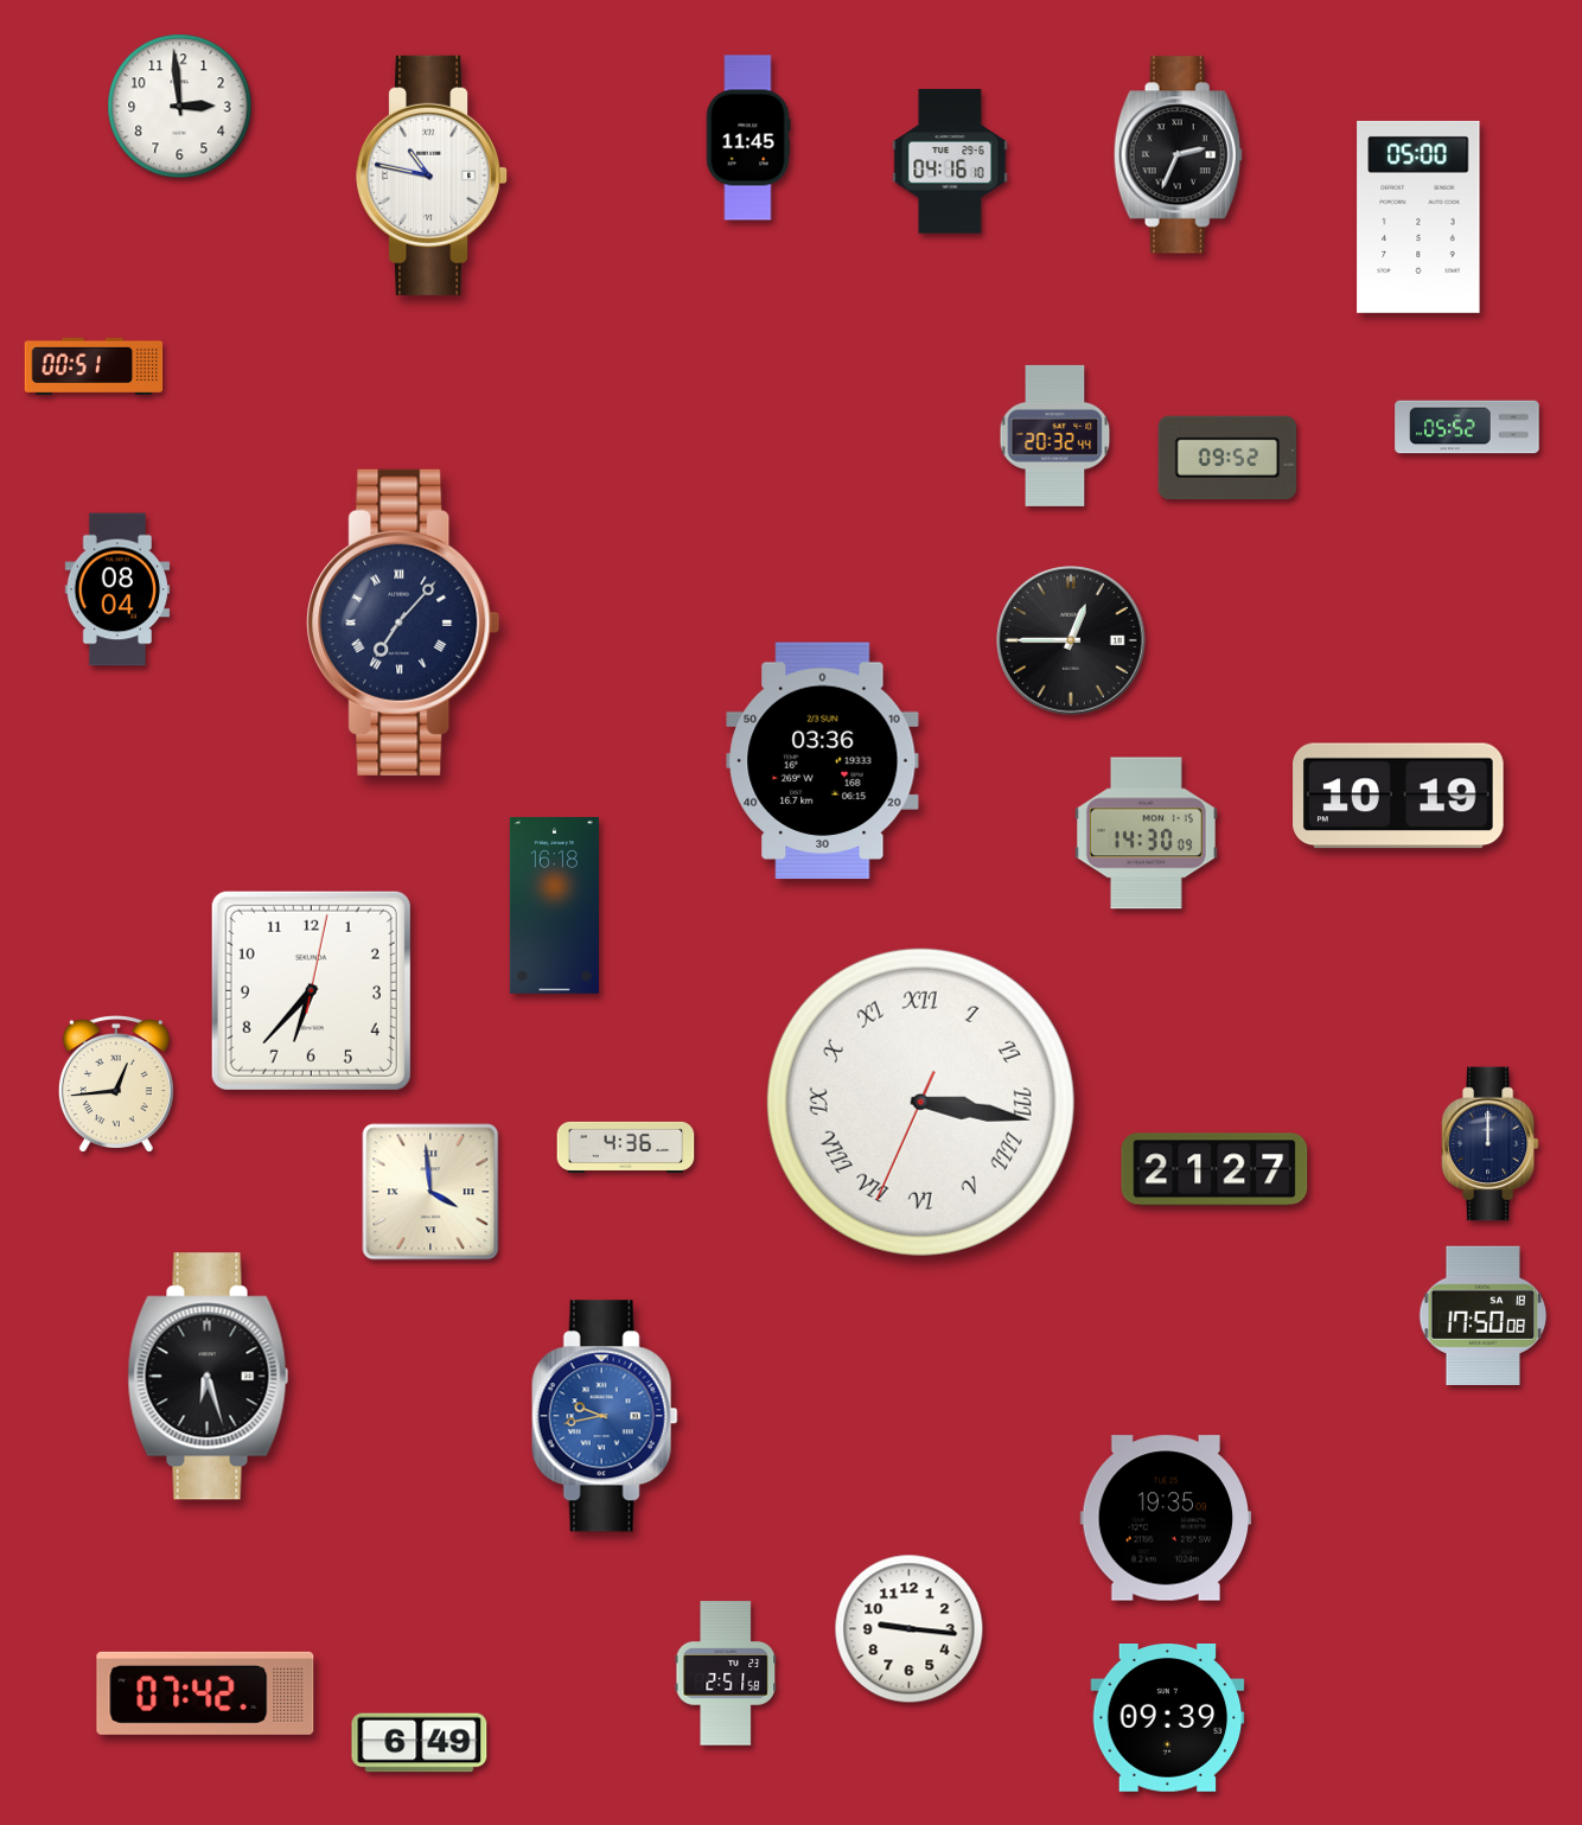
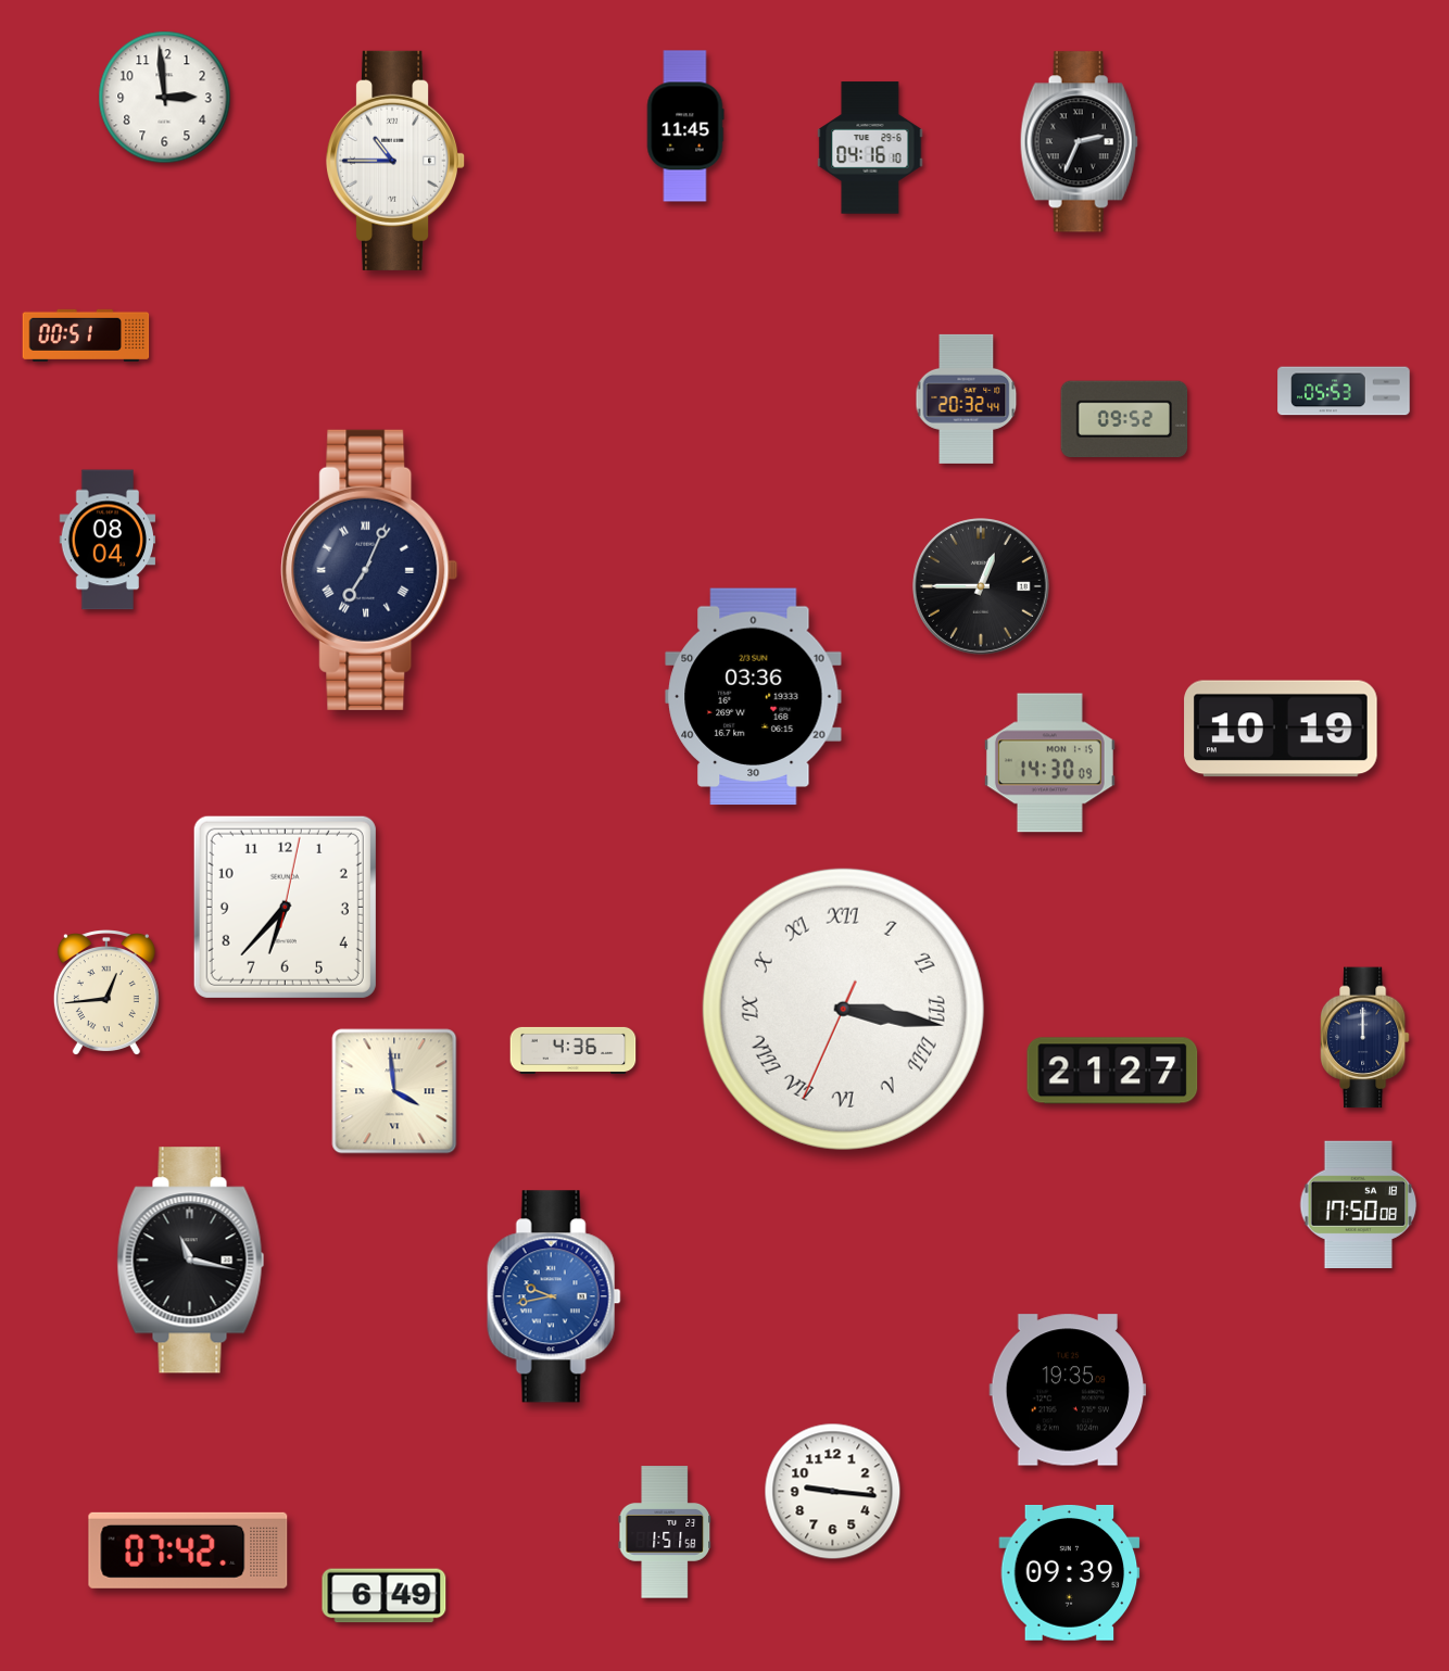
clock at (433, 176): 10:47 -> 10:45
clock at (1418, 217): 05:00 -> none
clock at (1467, 427): 05:52 -> 05:53
clock at (403, 623): 7:07 -> 7:04
clock at (554, 906): 16:18 -> none
clock at (1489, 1144) position: (1489, 1144) -> (1364, 1038)
clock at (209, 1377): 6:27 -> 11:17
clock at (726, 1673): 2:51 -> 1:51
